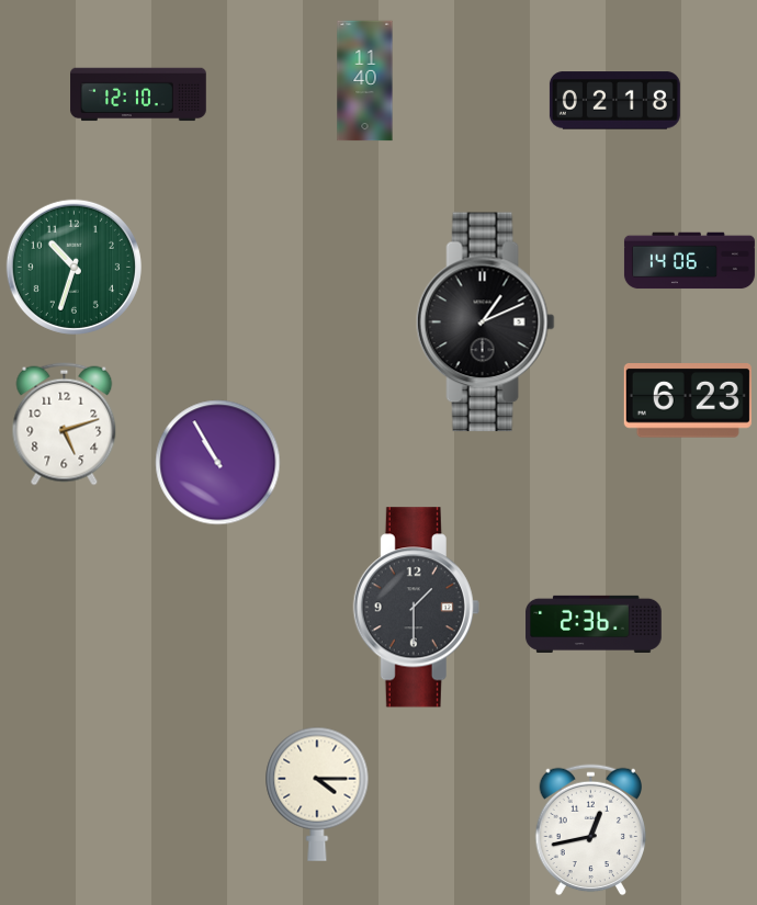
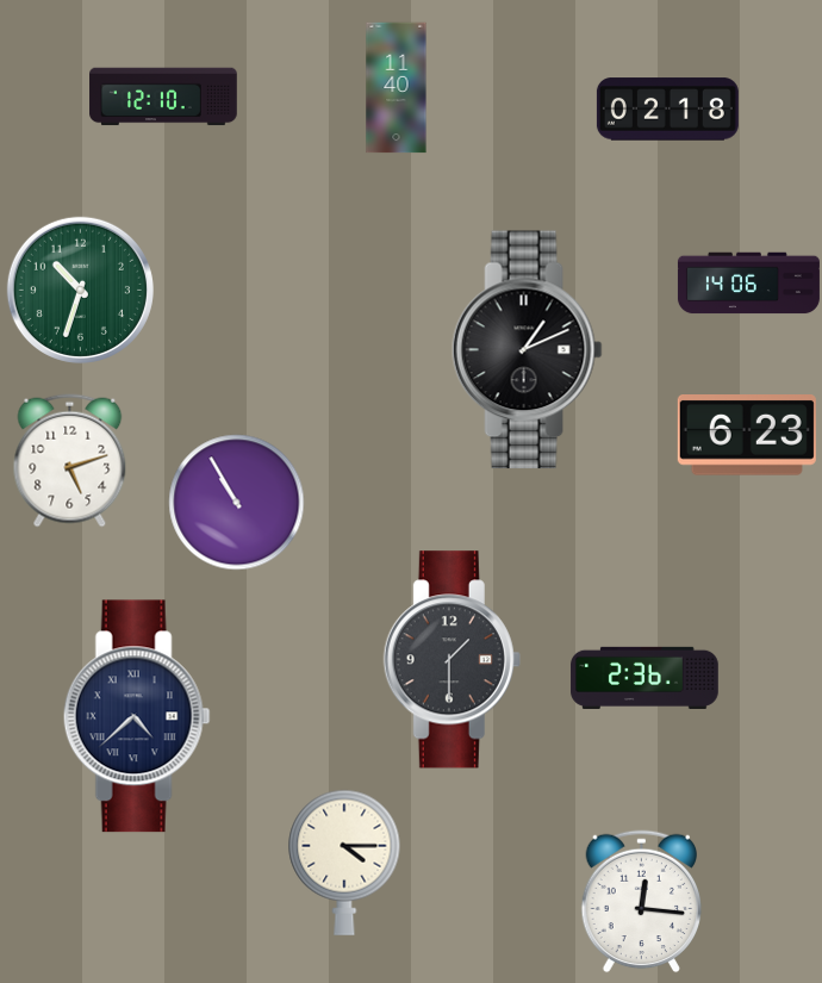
clock at (138, 94) position: (138, 94) -> (163, 97)
clock at (137, 716): none -> 4:38
clock at (591, 830): 12:43 -> 12:16
